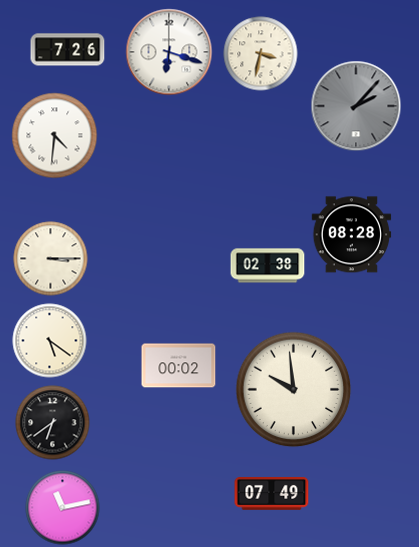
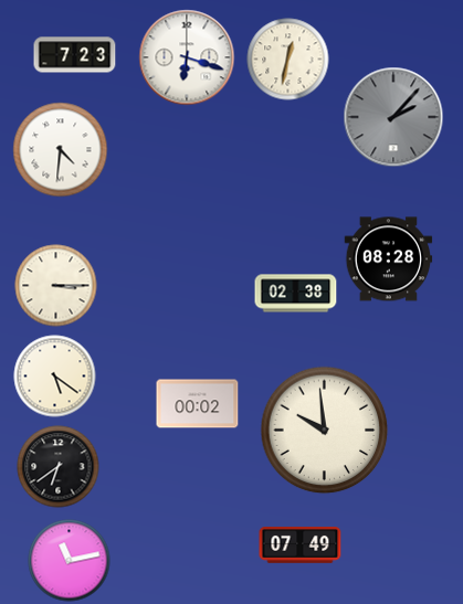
clock at (68, 50): 7:26 -> 7:23
clock at (261, 54): 3:32 -> 12:32
